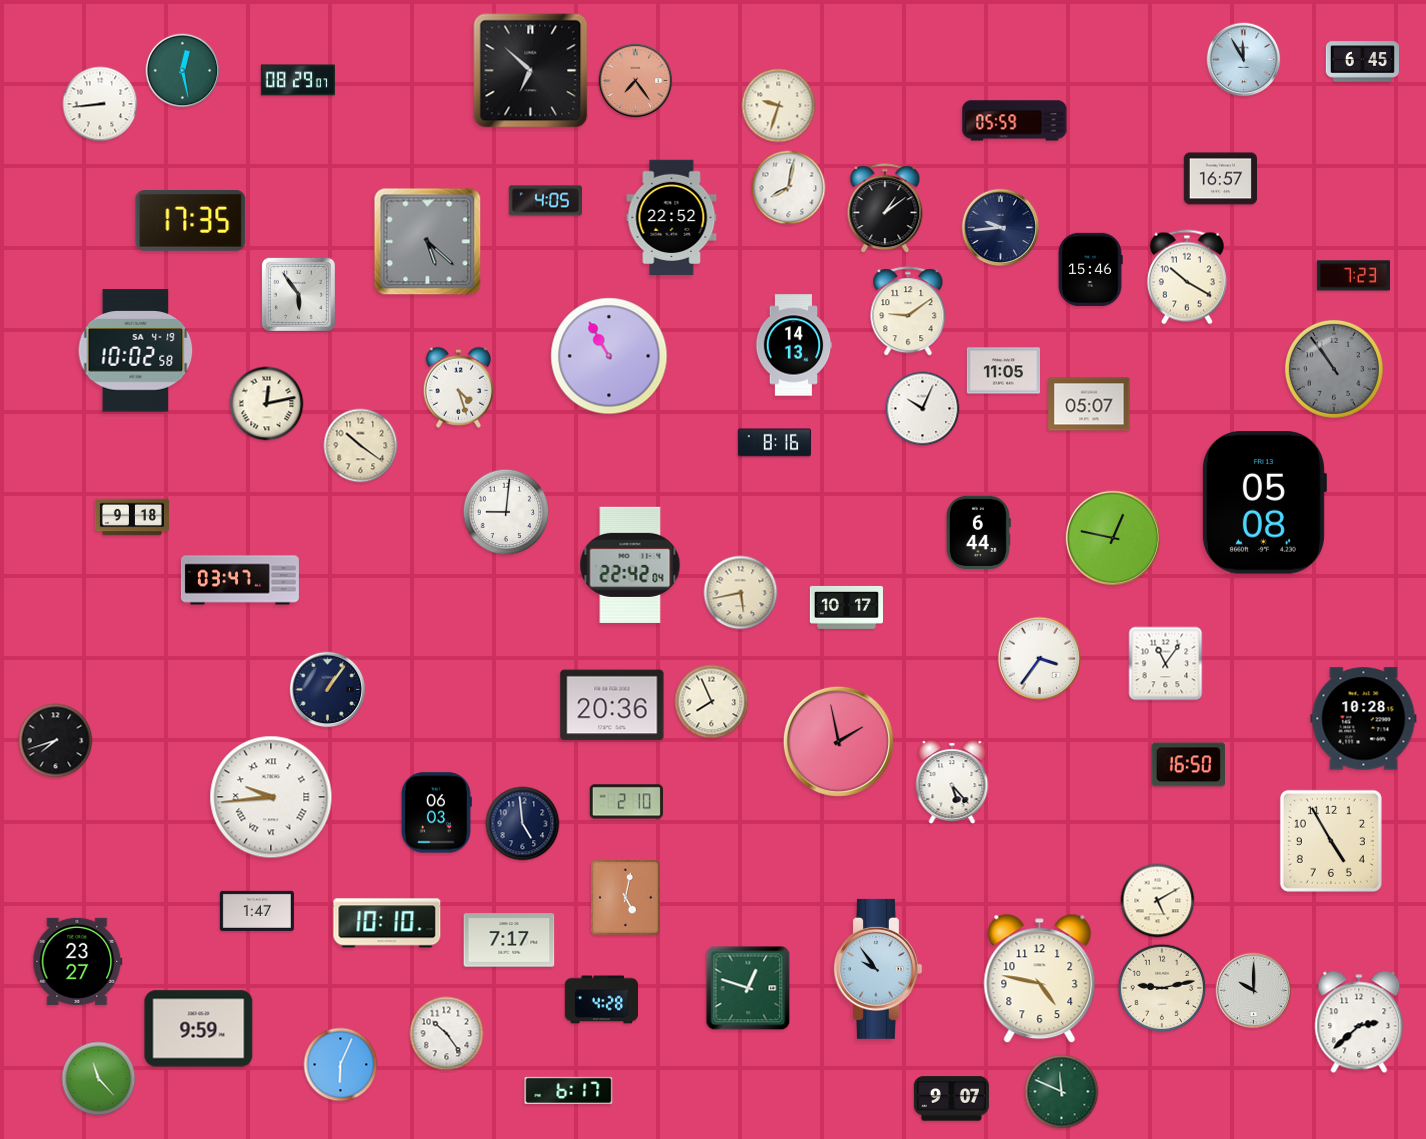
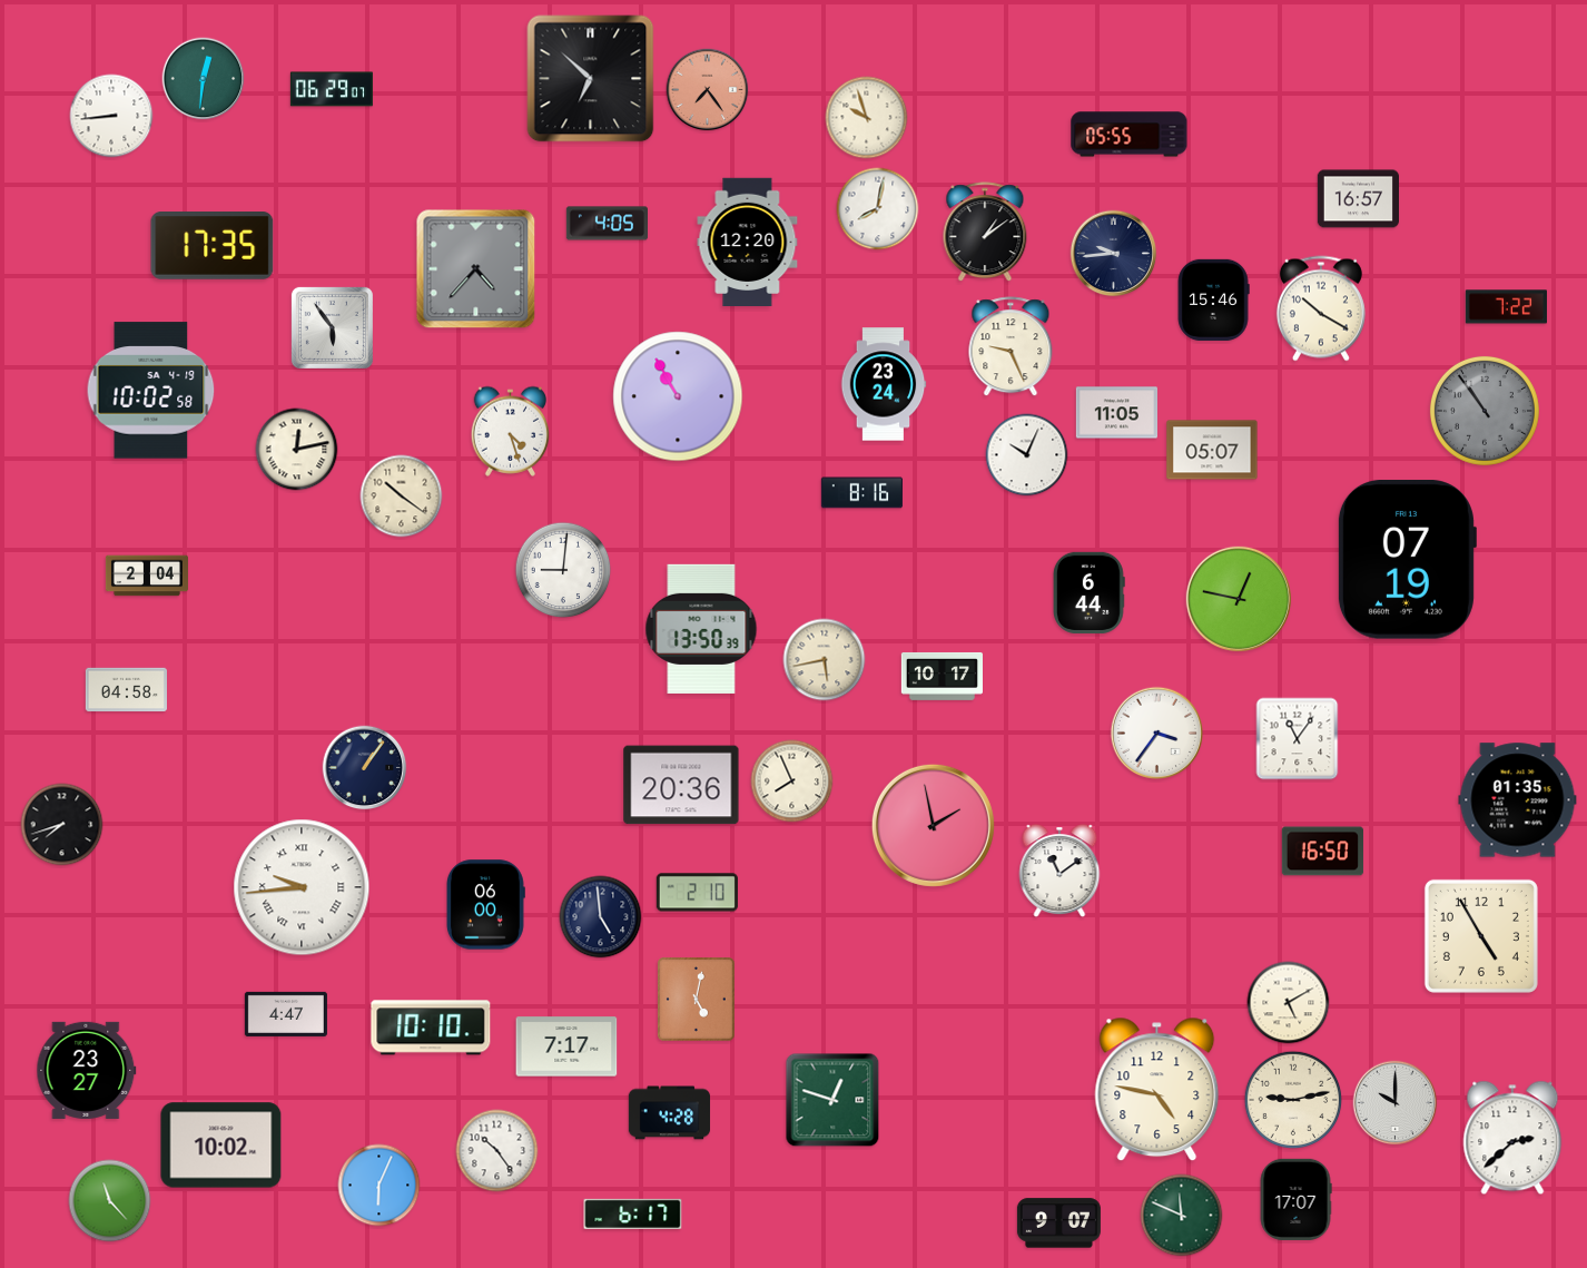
clock at (1244, 60): 11:55 -> none
clock at (1362, 62): 6:45 -> none
clock at (183, 71): 12:28 -> 12:31
clock at (298, 80): 08:29 -> 06:29
clock at (779, 106): 9:33 -> 9:57
clock at (1015, 121): 05:59 -> 05:55
clock at (672, 217): 22:52 -> 12:20
clock at (428, 242): 5:22 -> 4:37
clock at (1353, 276): 7:23 -> 7:22
clock at (908, 312): 9:09 -> 9:26
clock at (794, 345): 14:13 -> 23:24
clock at (1264, 503): 05:08 -> 07:19
clock at (132, 517): 9:18 -> 2:04
clock at (630, 565): 22:42 -> 13:50
clock at (240, 580): 03:47 -> none
clock at (126, 690): none -> 04:58
clock at (1364, 719): 10:28 -> 01:35
clock at (952, 783): 5:23 -> 11:09
clock at (437, 813): 06:03 -> 06:00
clock at (523, 824) position: (523, 824) -> (601, 917)
clock at (257, 911): 1:47 -> 4:47
clock at (877, 969): 9:54 -> none
clock at (199, 1029): 9:59 -> 10:02
clock at (1295, 1199): none -> 17:07
